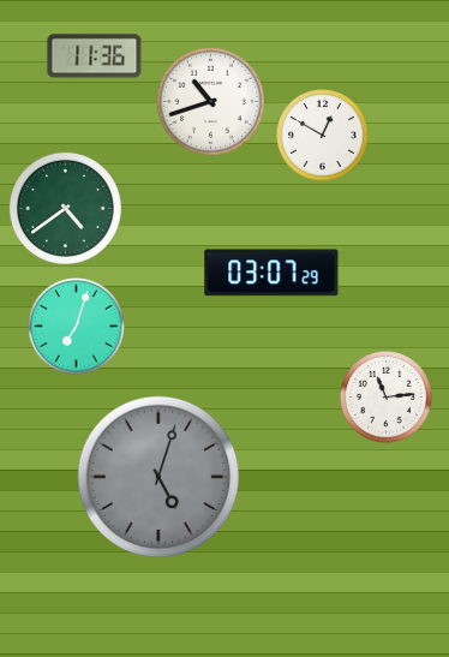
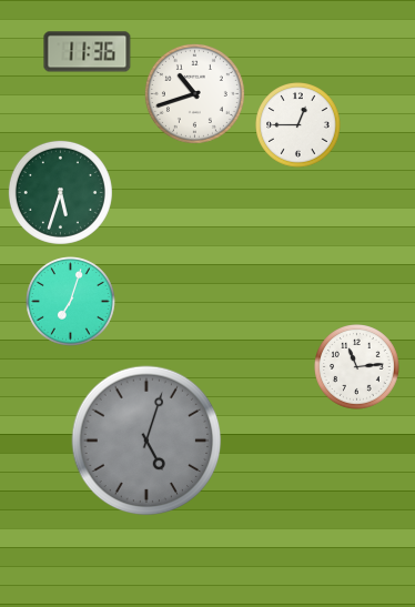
clock at (323, 136): 12:50 -> 12:45
clock at (65, 208): 4:39 -> 5:33
clock at (271, 273): 03:07 -> none
